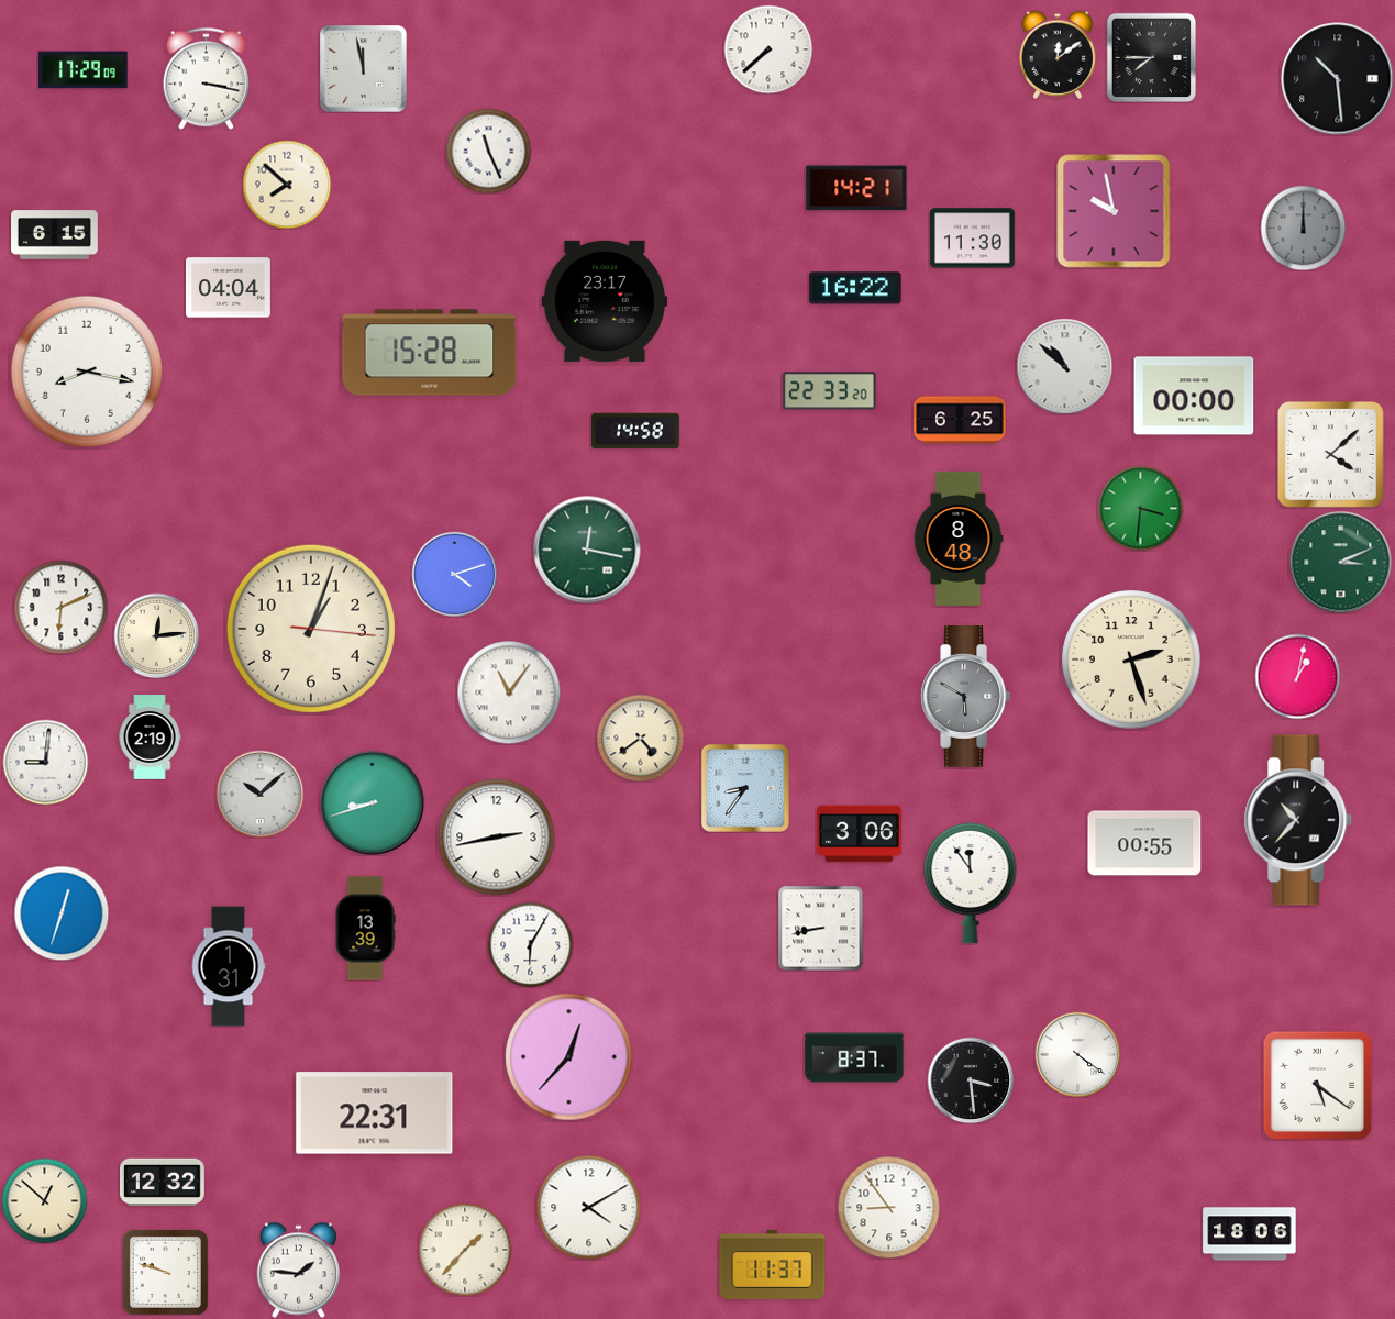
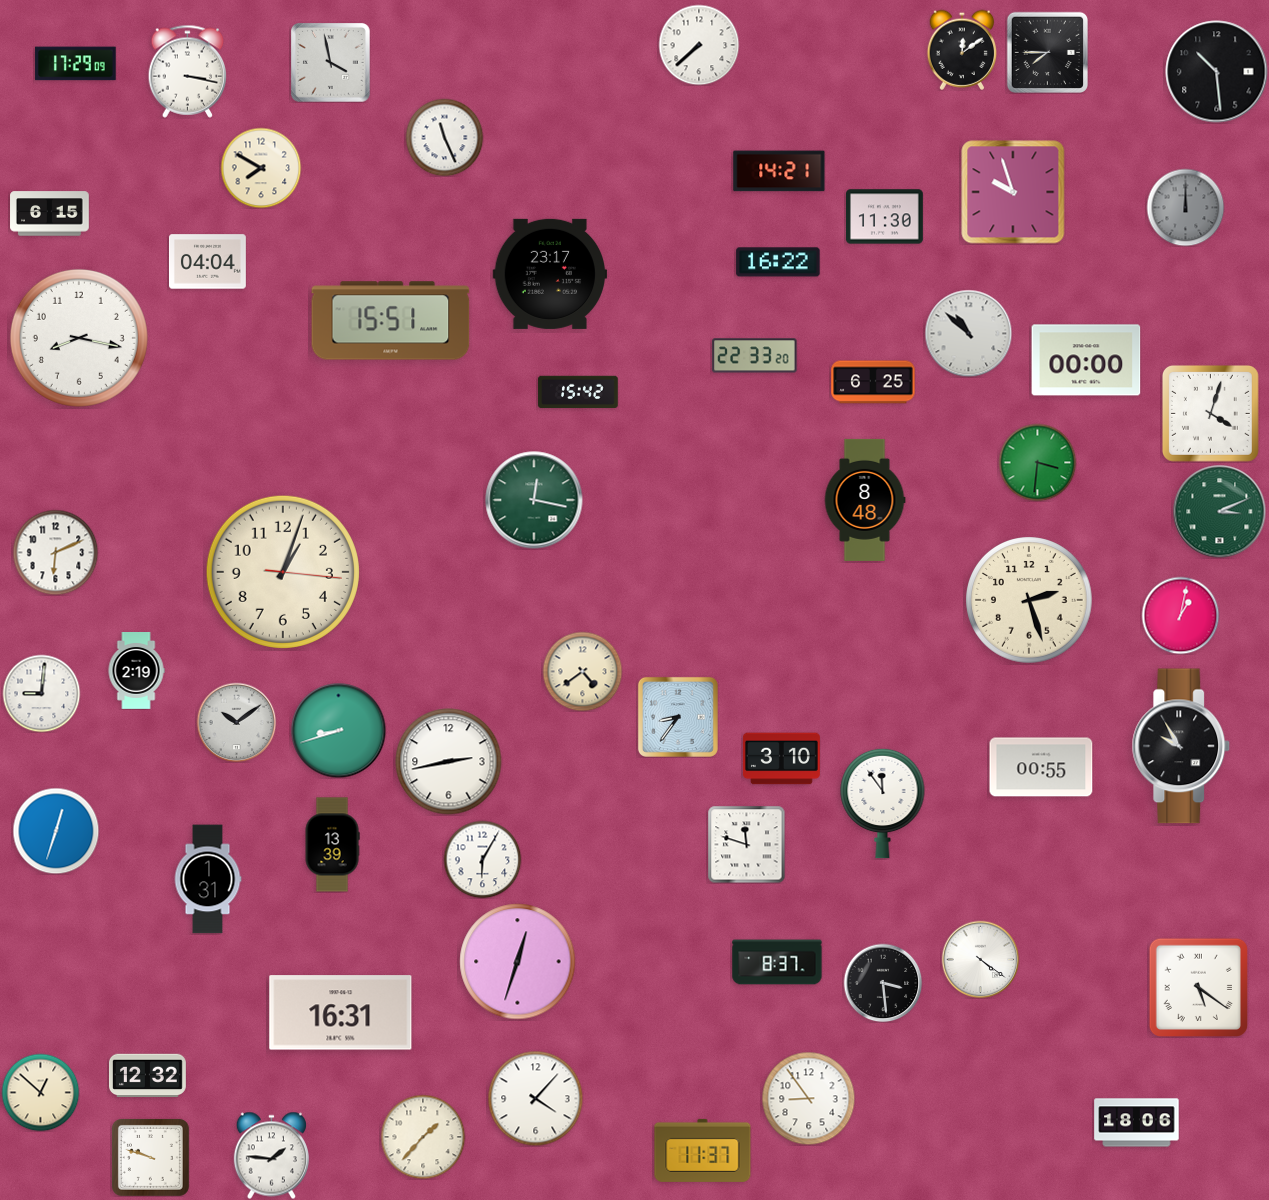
clock at (364, 69): 11:58 -> 3:58
clock at (287, 185): 7:52 -> 7:50
clock at (1114, 211): 9:58 -> 9:57
clock at (430, 353): 15:28 -> 15:51
clock at (635, 431): 14:58 -> 15:42
clock at (1330, 454): 4:08 -> 4:03
clock at (959, 539) position: (959, 539) -> (865, 500)
clock at (454, 574): 4:12 -> none
clock at (156, 635): 12:14 -> none
clock at (509, 692): 11:06 -> none
clock at (966, 697): 5:50 -> none
clock at (259, 794): 10:08 -> 10:09
clock at (1298, 820): 10:37 -> 9:55
clock at (860, 834): 3:06 -> 3:10
clock at (497, 838) position: (497, 838) -> (449, 762)
clock at (820, 928): 8:43 -> 11:48
clock at (569, 1057): 12:37 -> 12:33
clock at (375, 1113): 22:31 -> 16:31
clock at (588, 1207): 4:10 -> 4:07
